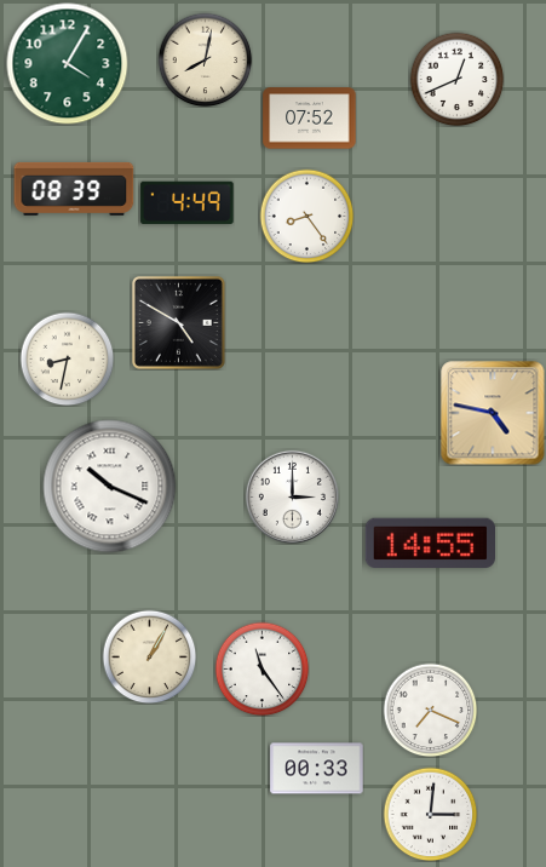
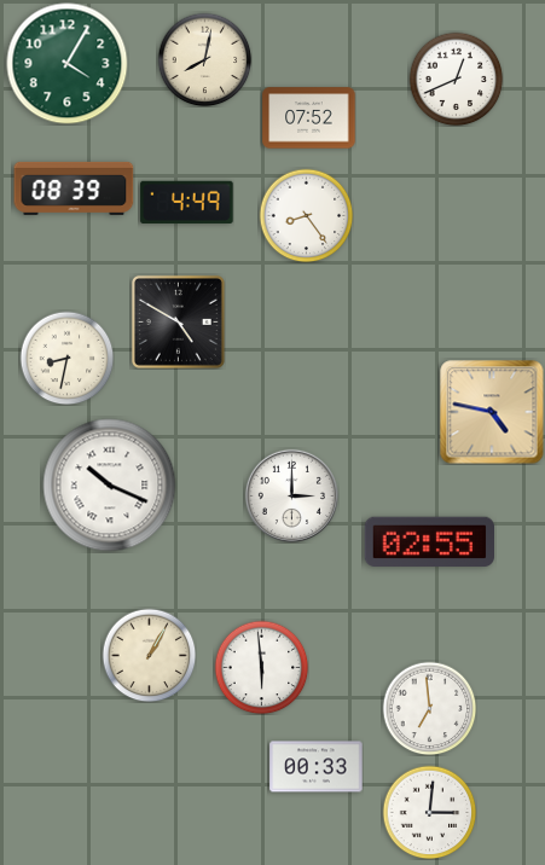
clock at (430, 544): 14:55 -> 02:55
clock at (261, 668): 11:24 -> 5:59
clock at (430, 710): 7:19 -> 6:59
